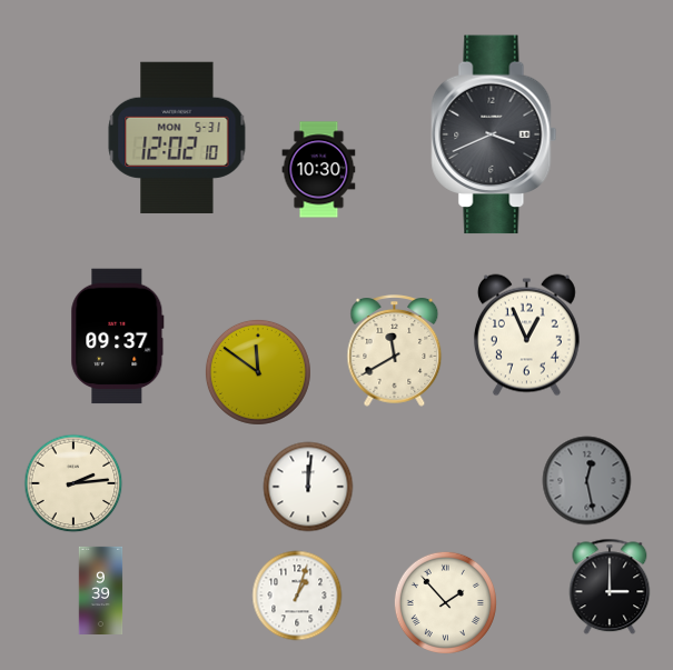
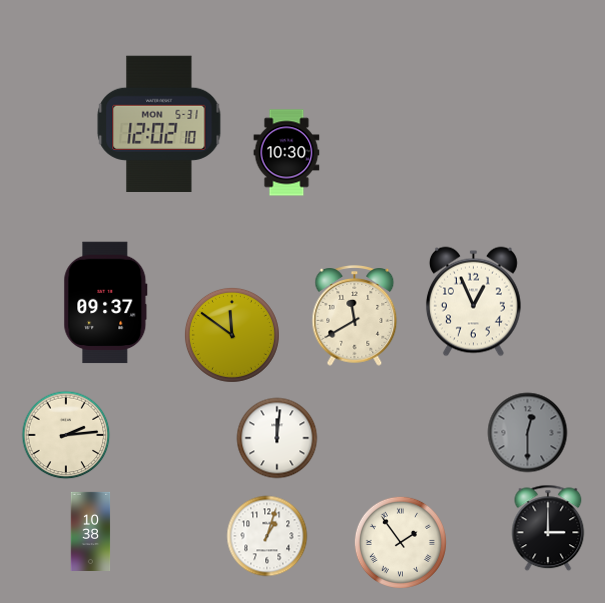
clock at (494, 134): 3:41 -> none
clock at (587, 481): 12:28 -> 12:30
clock at (101, 590): 9:39 -> 10:38
clock at (445, 602): 1:53 -> 1:54
